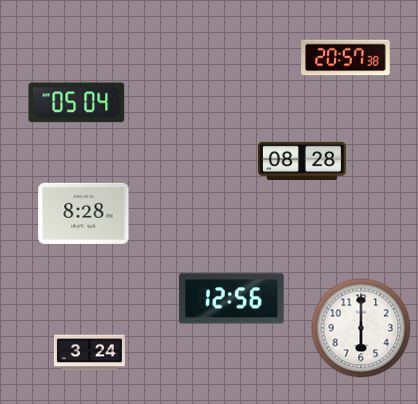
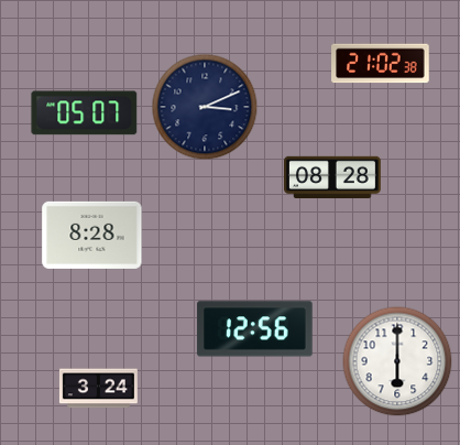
clock at (346, 58): 20:57 -> 21:02
clock at (205, 107): none -> 3:11
clock at (77, 103): 05:04 -> 05:07
